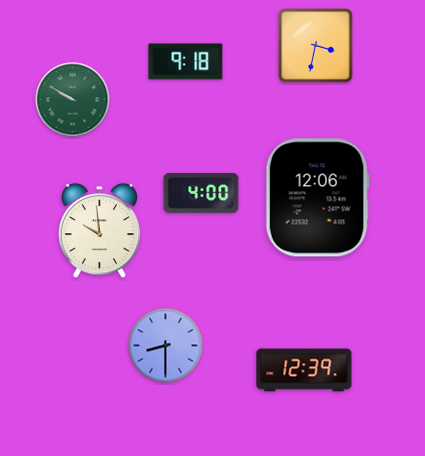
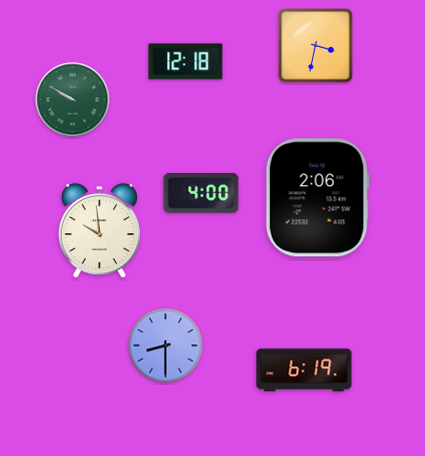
clock at (186, 62): 9:18 -> 12:18
clock at (317, 198): 12:06 -> 2:06
clock at (304, 370): 12:39 -> 6:19
